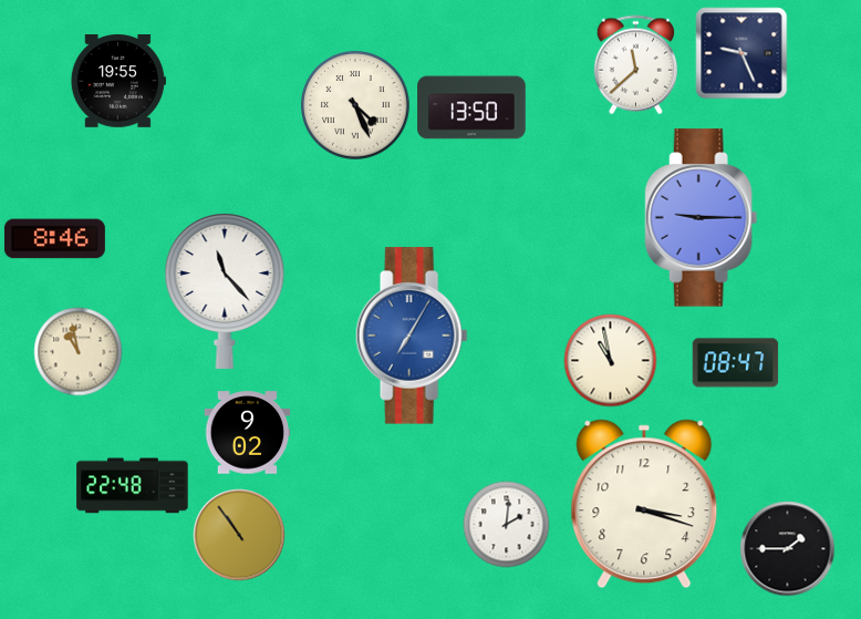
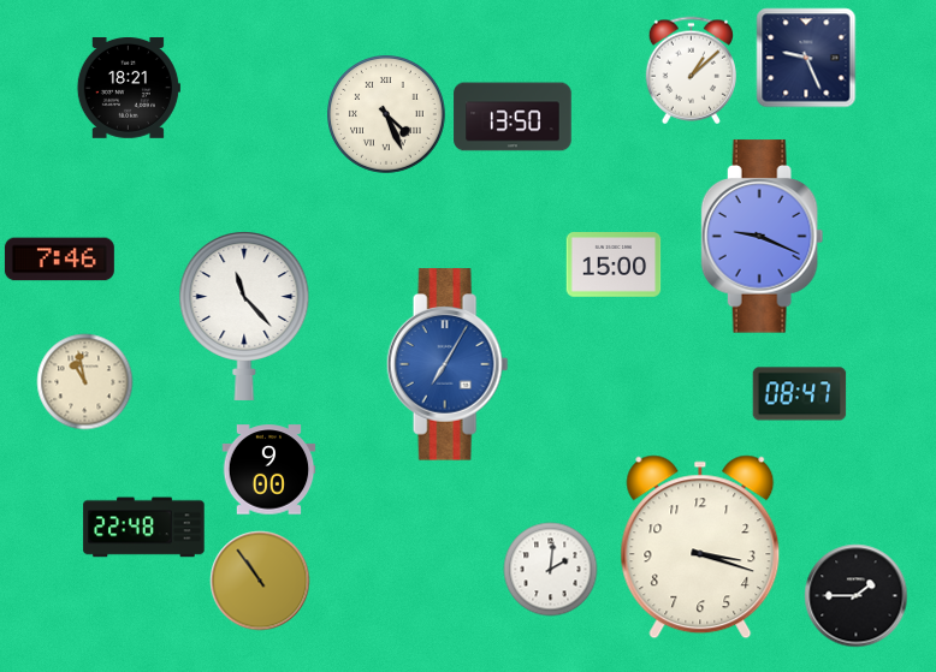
clock at (635, 64): 11:38 -> 1:08
clock at (118, 82): 19:55 -> 18:21
clock at (702, 218): 9:15 -> 9:19
clock at (54, 239): 8:46 -> 7:46
clock at (614, 266): none -> 15:00
clock at (610, 360): 10:58 -> none
clock at (247, 433): 9:02 -> 9:00
